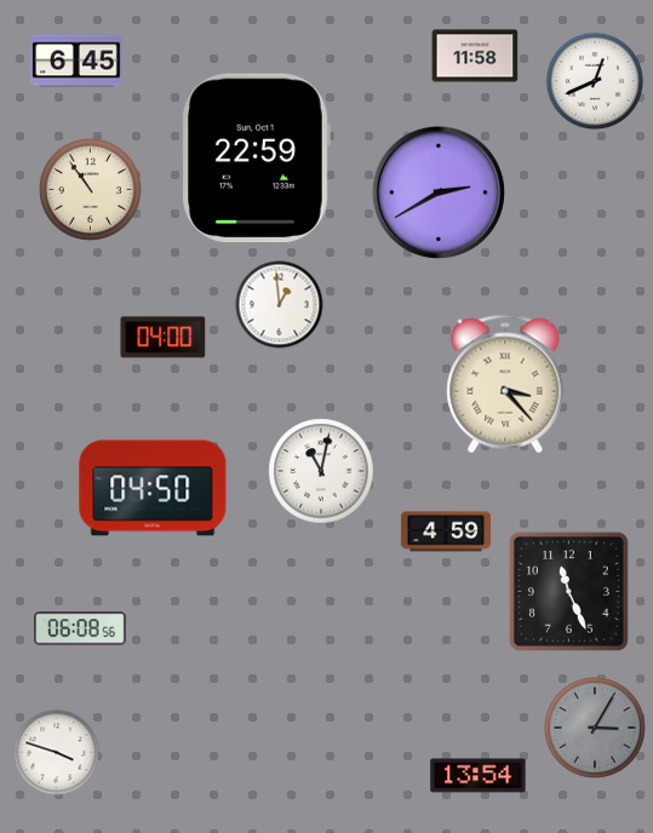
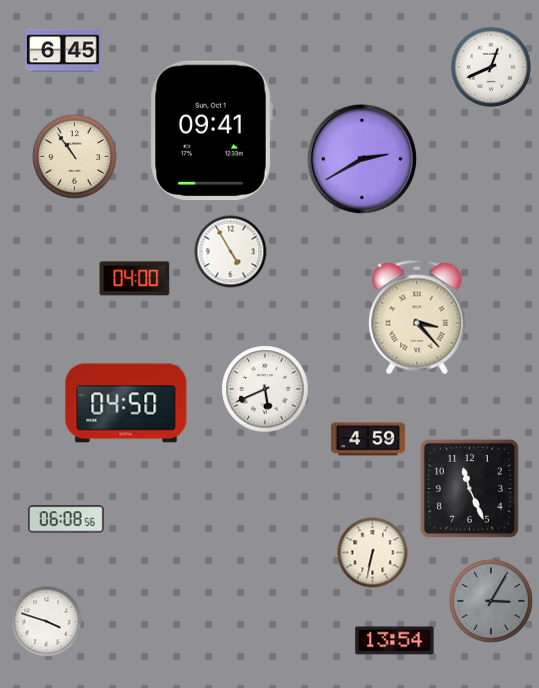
clock at (475, 56): 11:58 -> none
clock at (256, 159): 22:59 -> 09:41
clock at (280, 305): 12:59 -> 4:55
clock at (321, 471): 11:02 -> 5:41
clock at (373, 553): none -> 6:32
